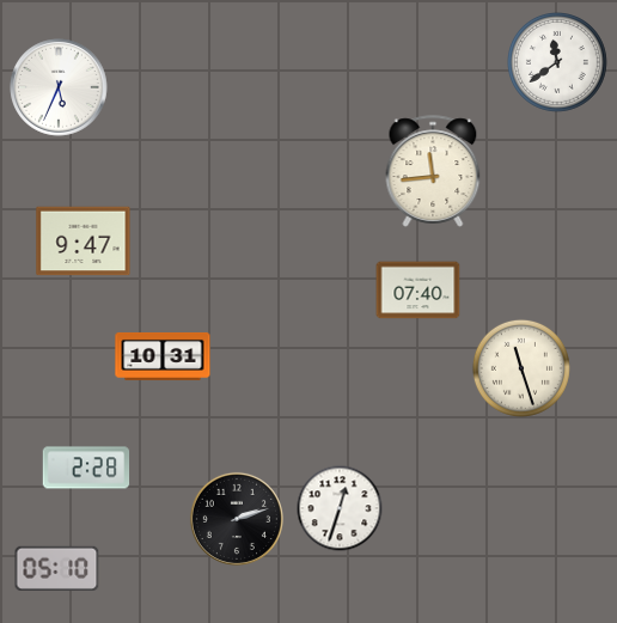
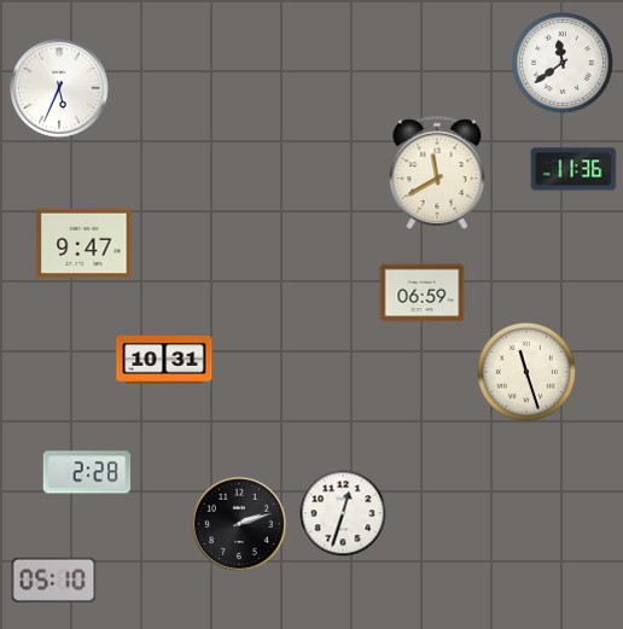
clock at (573, 169): none -> 11:36
clock at (433, 171): 11:44 -> 11:40
clock at (419, 291): 07:40 -> 06:59
clock at (57, 568) position: (57, 568) -> (54, 580)
